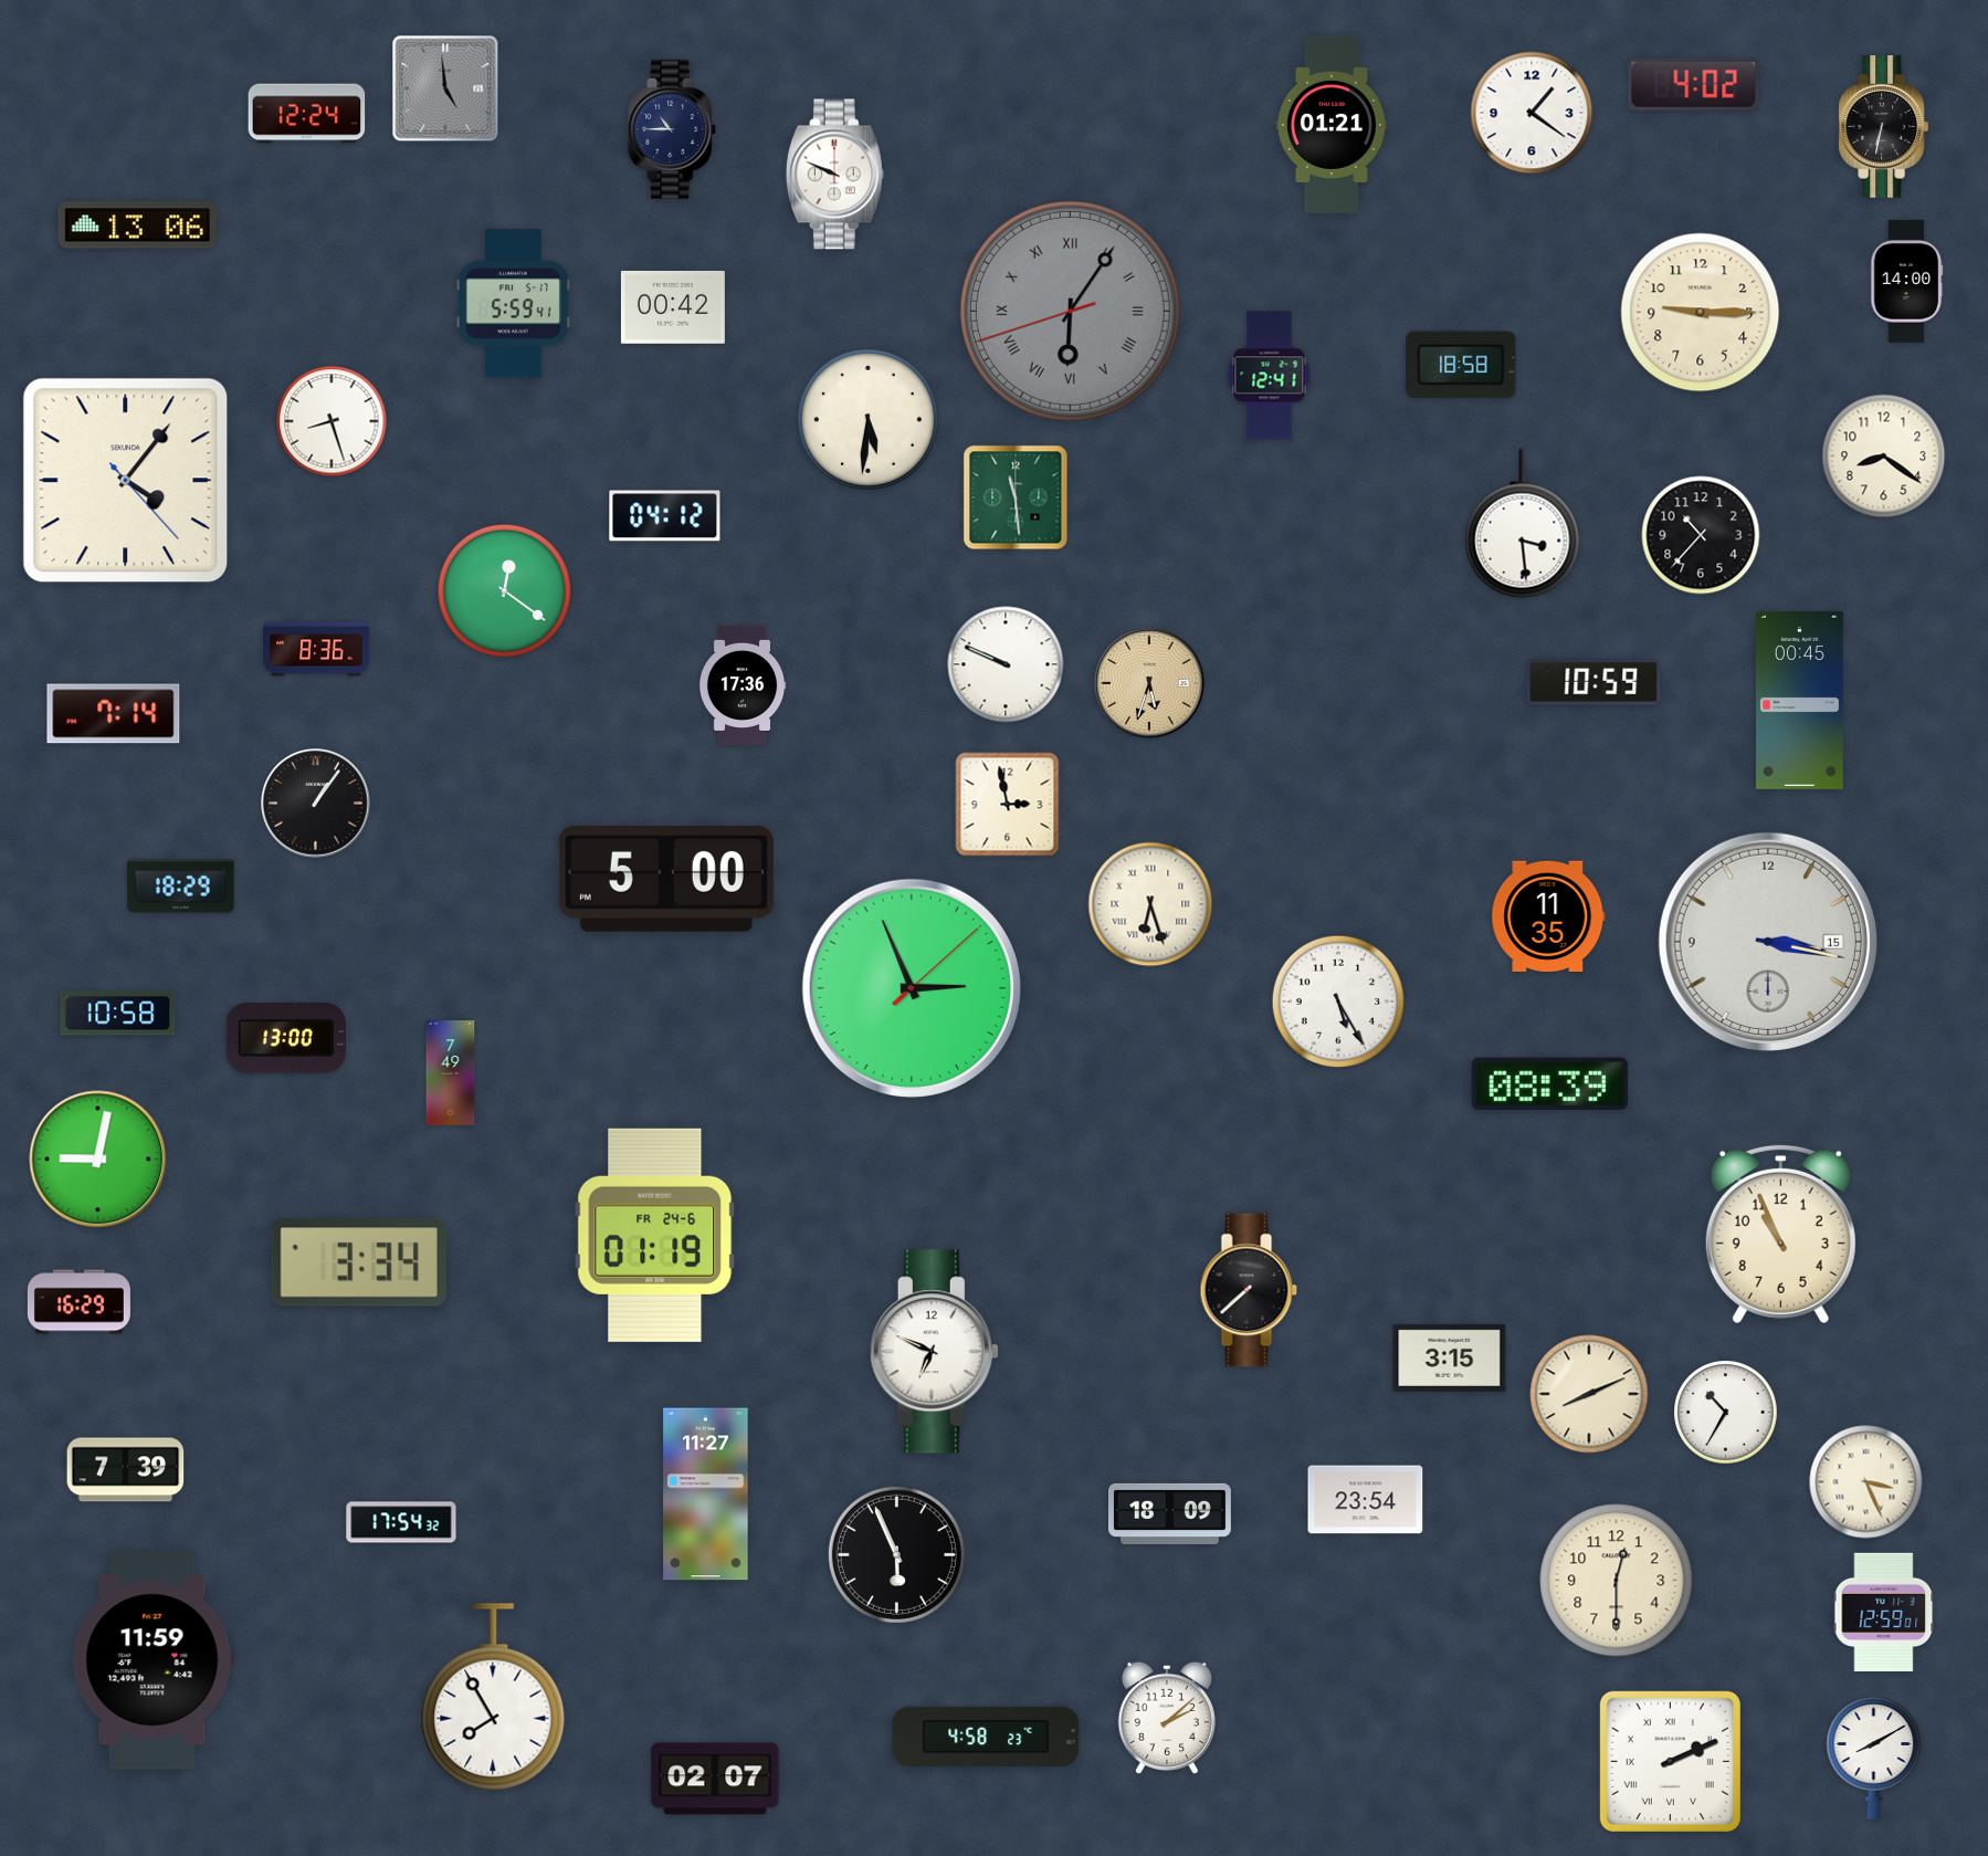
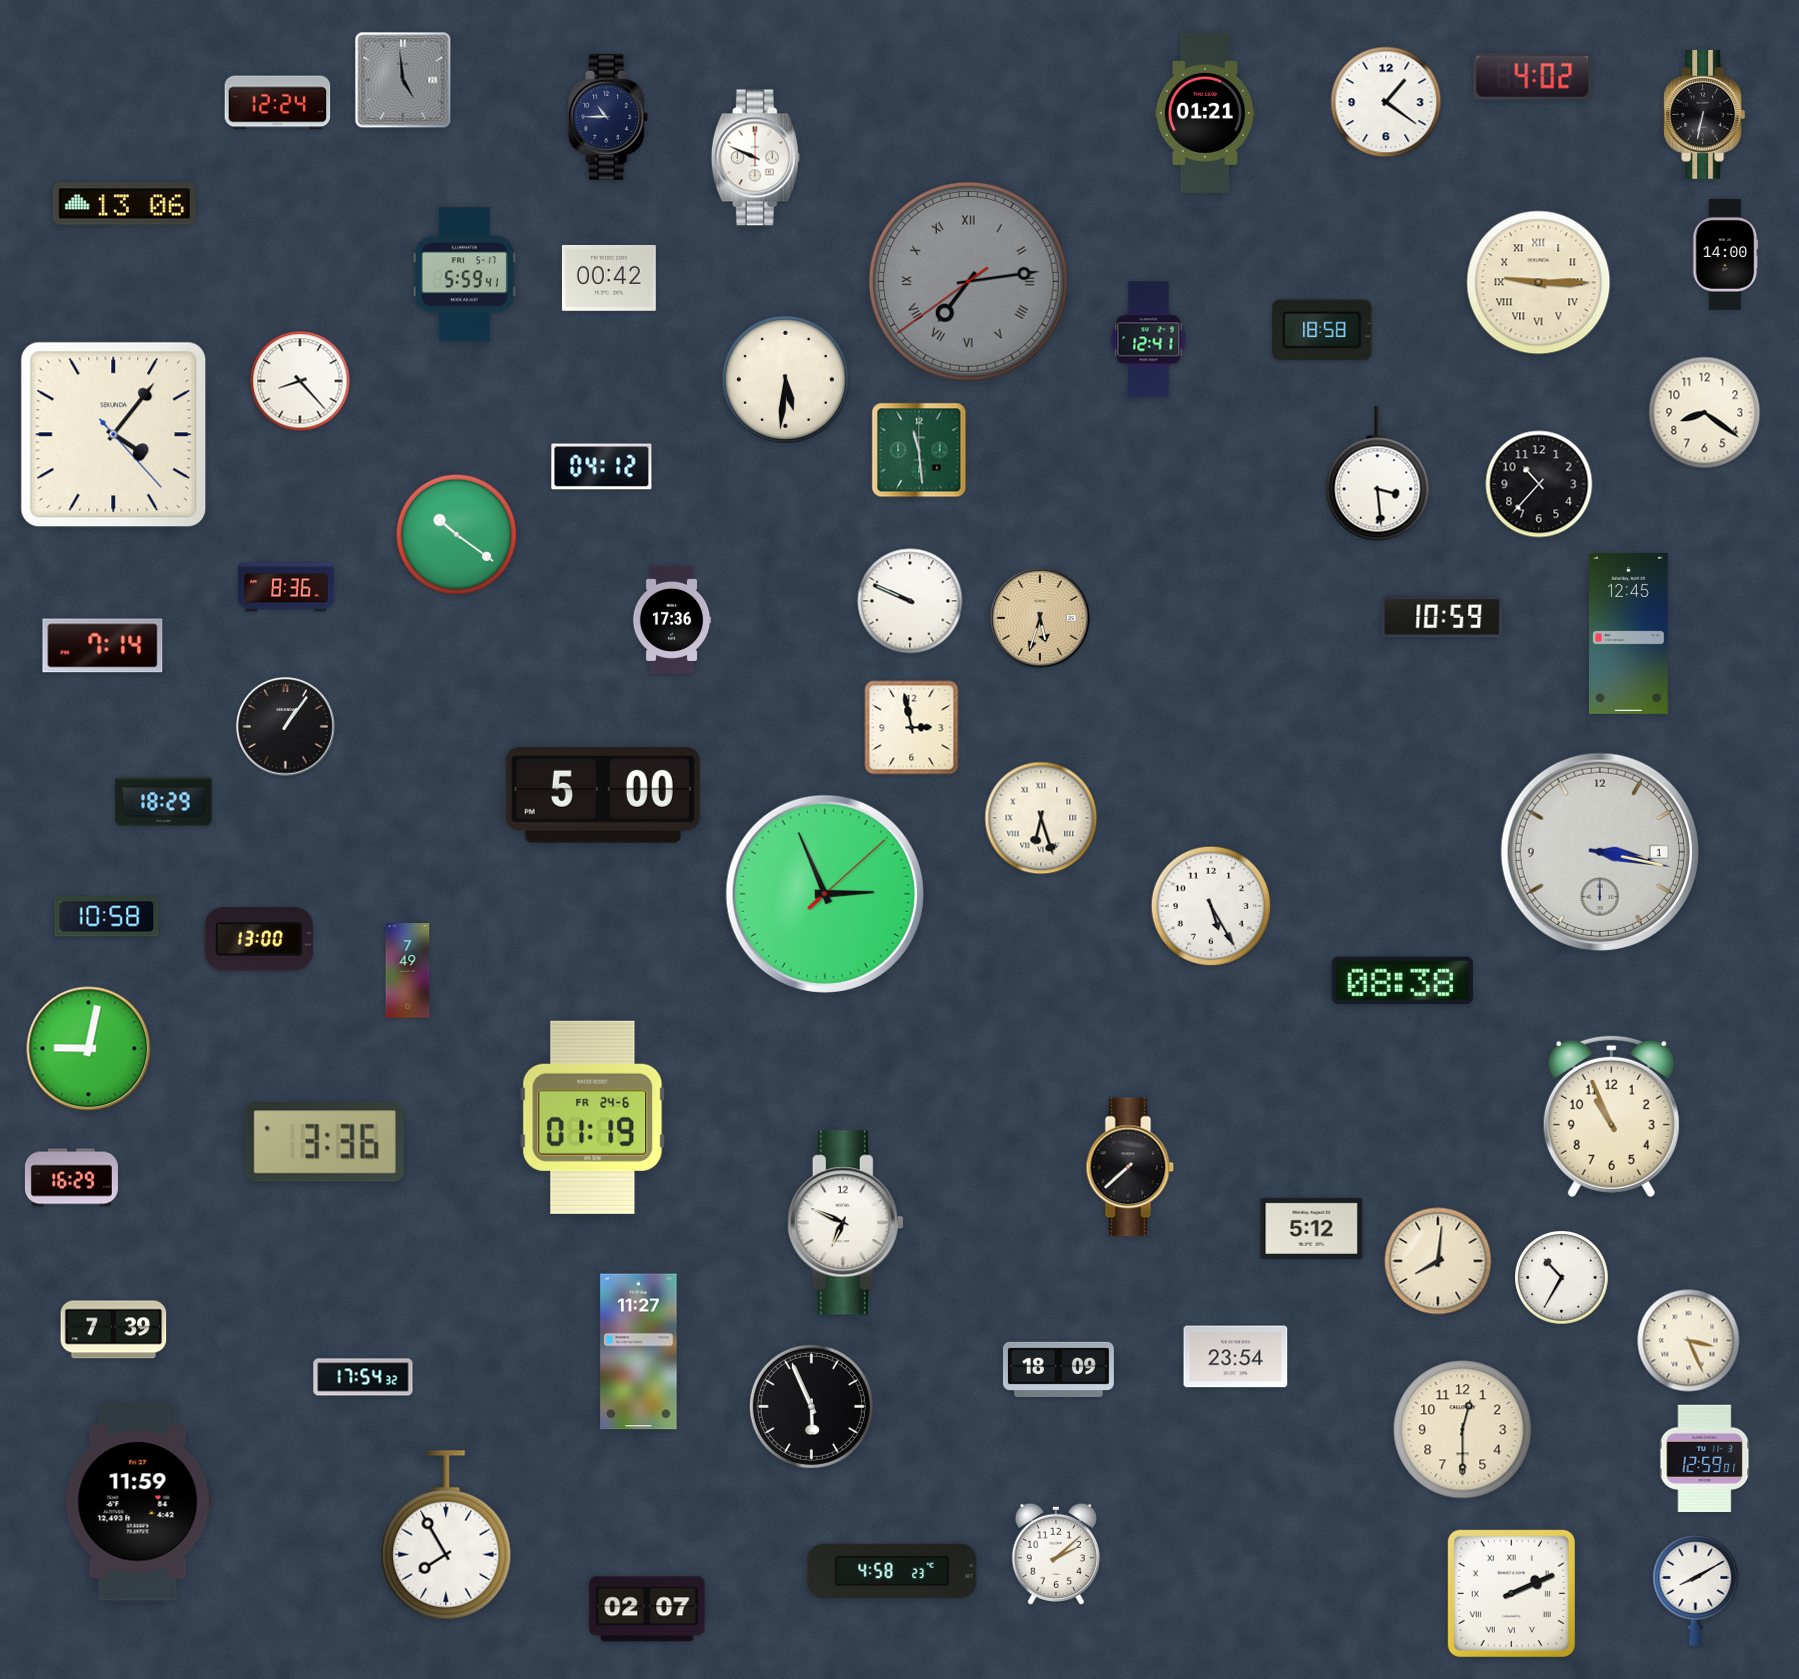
clock at (1070, 311): 6:05 -> 7:13
clock at (1701, 313) numerals: Arabic -> Roman
clock at (332, 421): 8:27 -> 8:23
clock at (504, 590): 12:21 -> 10:21
clock at (1800, 700): 00:45 -> 12:45
clock at (1548, 916): 11:35 -> none
clock at (1768, 942) date: 15 -> 1
clock at (1549, 1084): 08:39 -> 08:38
clock at (359, 1262): 3:34 -> 3:36
clock at (1450, 1357): 3:15 -> 5:12
clock at (1589, 1394): 8:11 -> 8:01
